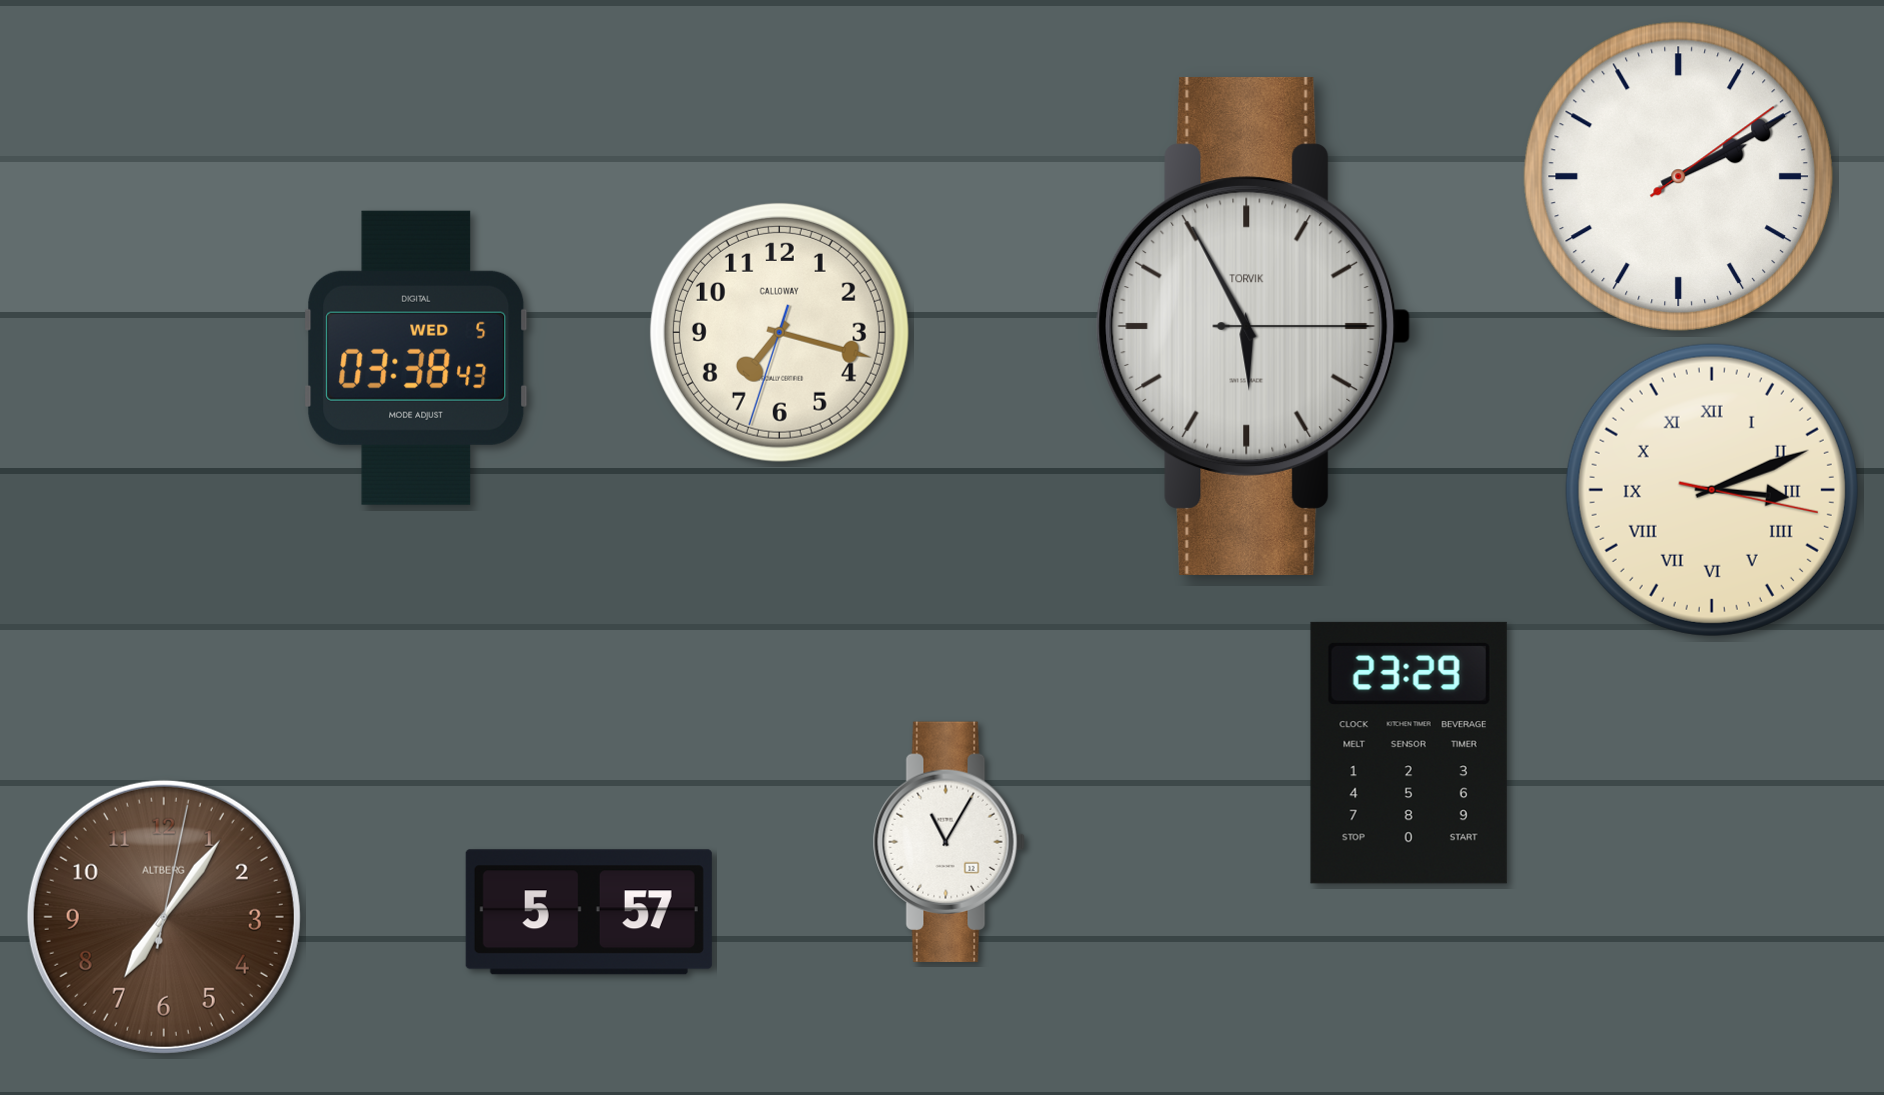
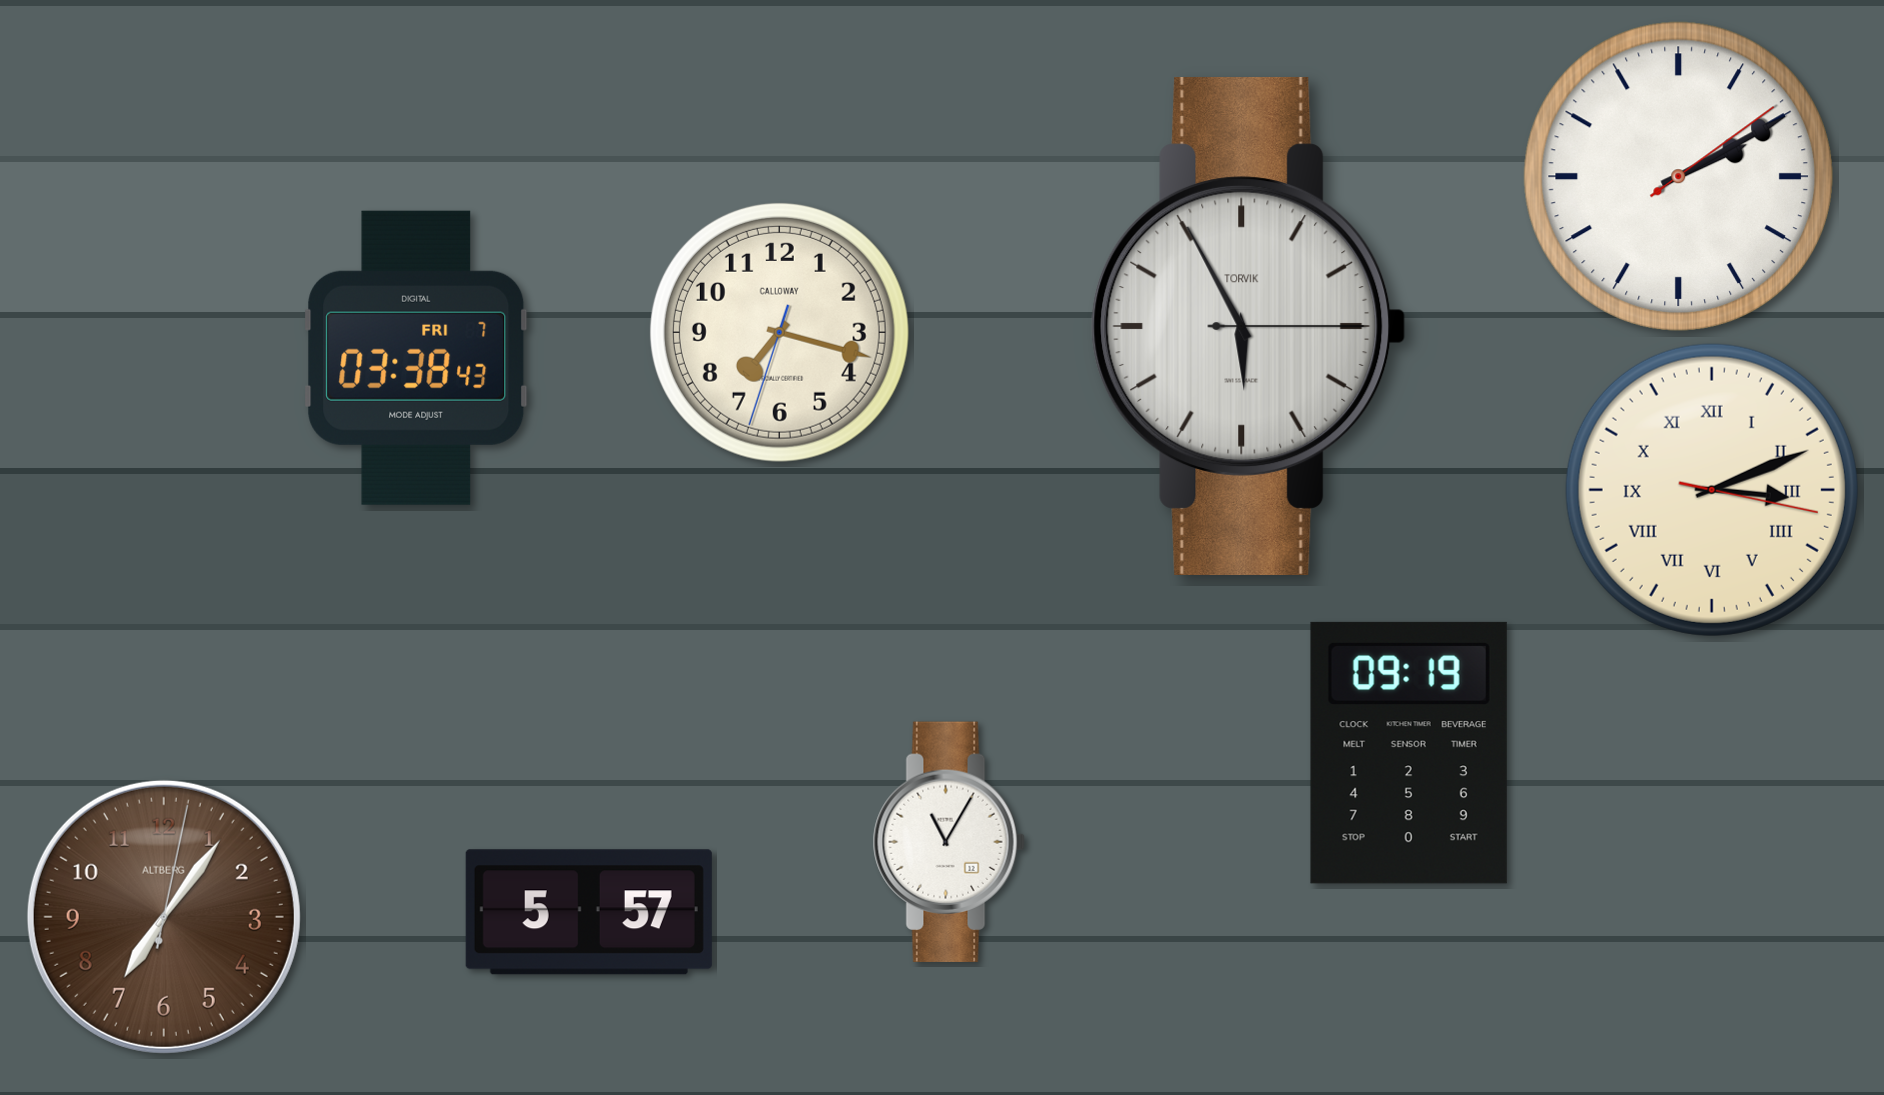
clock at (1254, 326) position: (1254, 326) -> (1249, 326)
clock at (416, 358) date: WED 5 -> FRI 7
clock at (1409, 753): 23:29 -> 09:19
